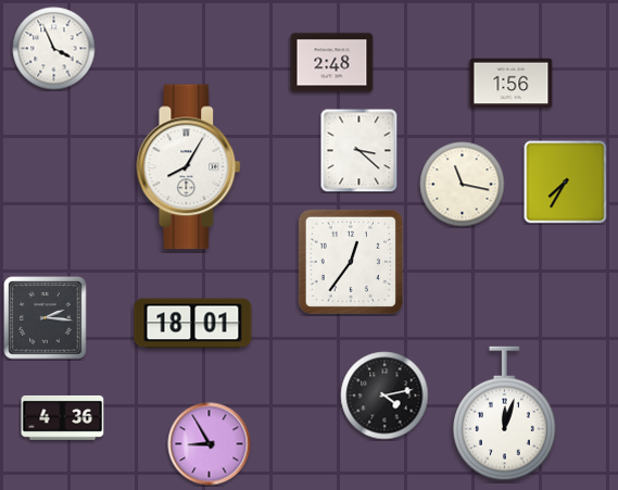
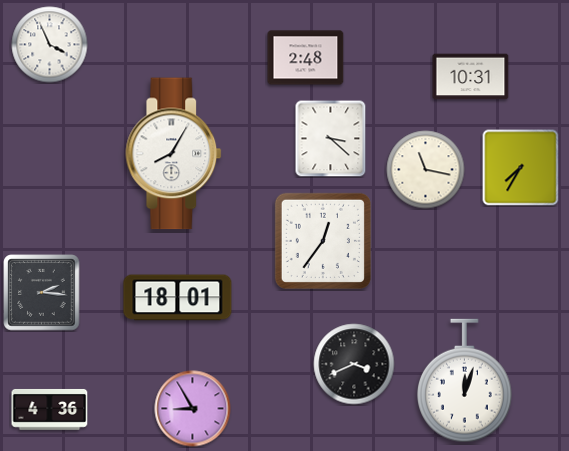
clock at (512, 84): 1:56 -> 10:31
clock at (384, 395): 4:13 -> 3:41
clock at (63, 417) position: (63, 417) -> (50, 409)
